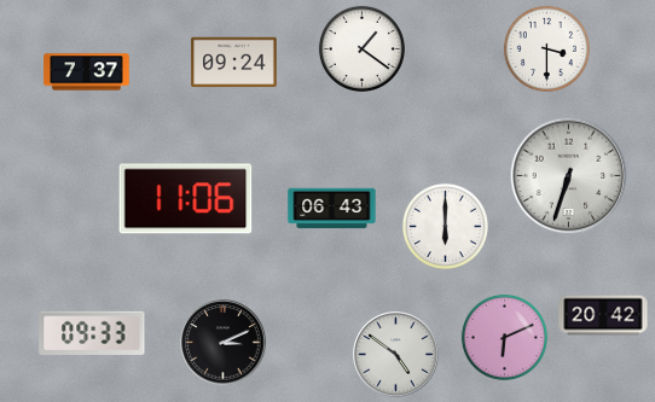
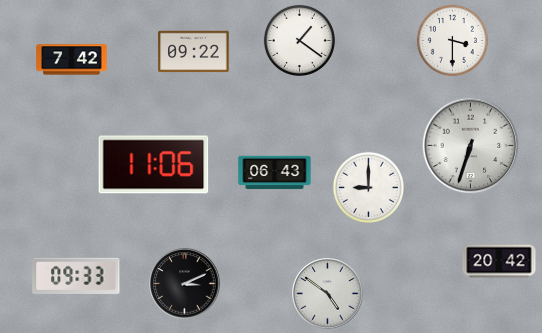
clock at (234, 63): 09:24 -> 09:22
clock at (87, 72): 7:37 -> 7:42
clock at (445, 226): 6:00 -> 9:00
clock at (504, 337): 6:11 -> none
